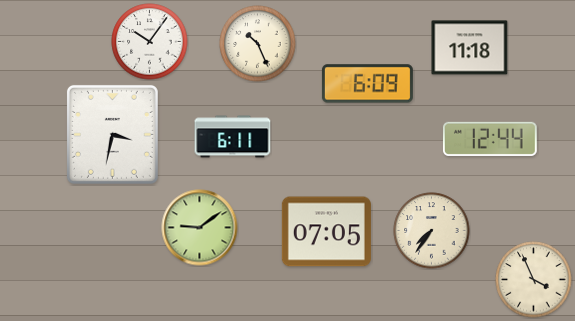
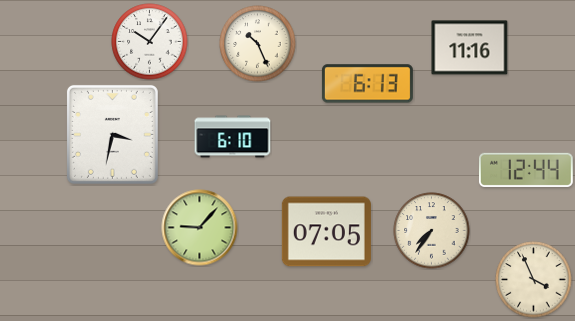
clock at (470, 48): 11:18 -> 11:16
clock at (367, 84): 6:09 -> 6:13
clock at (233, 137): 6:11 -> 6:10
clock at (490, 139) position: (490, 139) -> (526, 170)
clock at (200, 228): 9:09 -> 9:07
